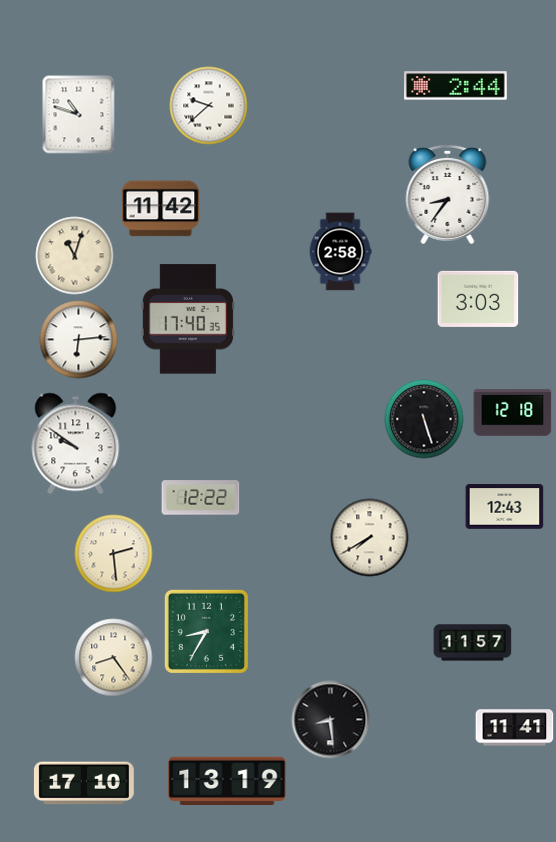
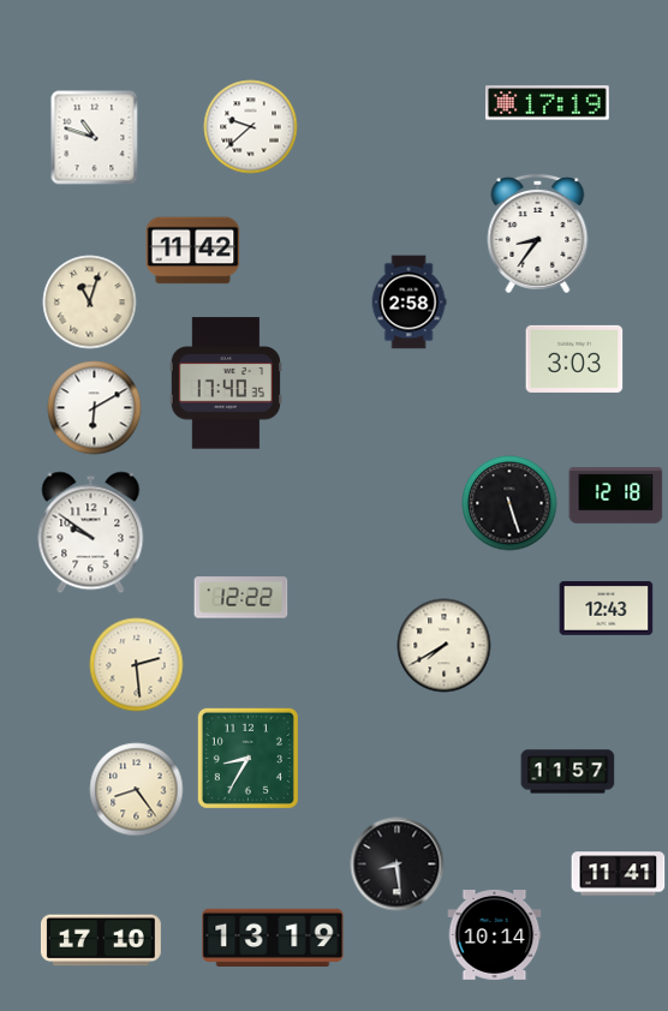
clock at (456, 86): 2:44 -> 17:19
clock at (74, 255) position: (74, 255) -> (89, 301)
clock at (78, 339): 6:14 -> 6:10
clock at (494, 935): none -> 10:14
